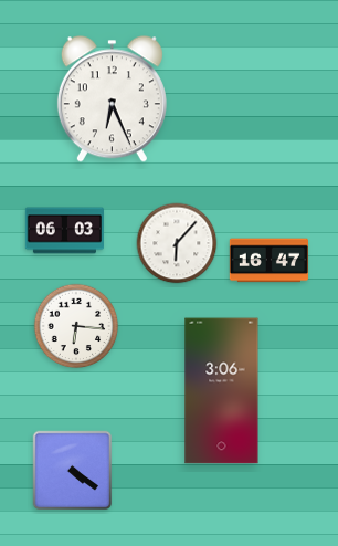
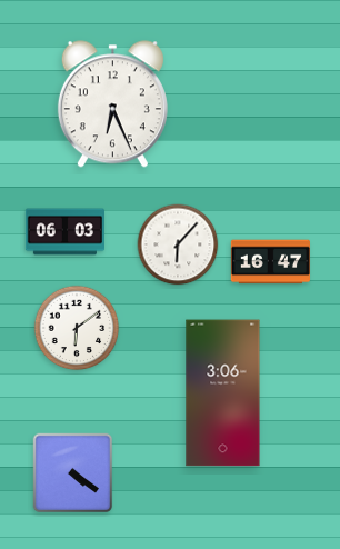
clock at (112, 99) position: (112, 99) -> (112, 104)
clock at (76, 326): 6:16 -> 6:09
